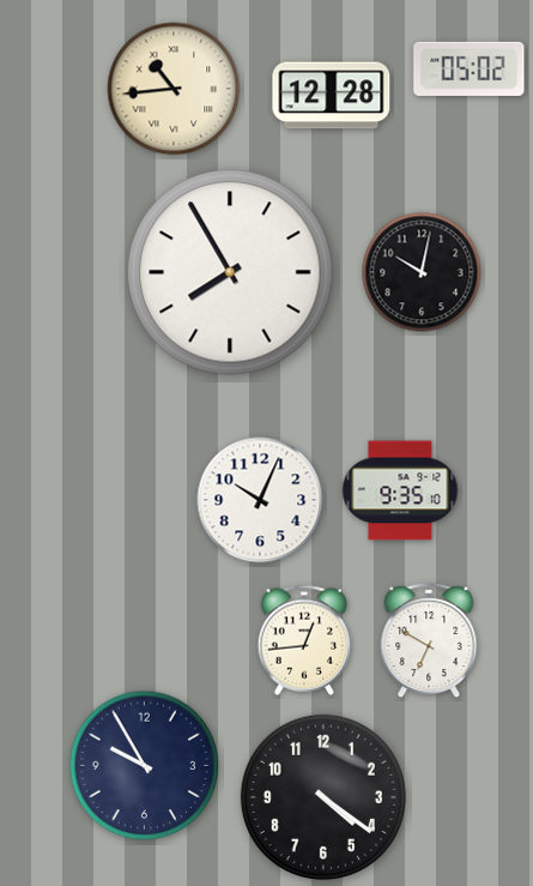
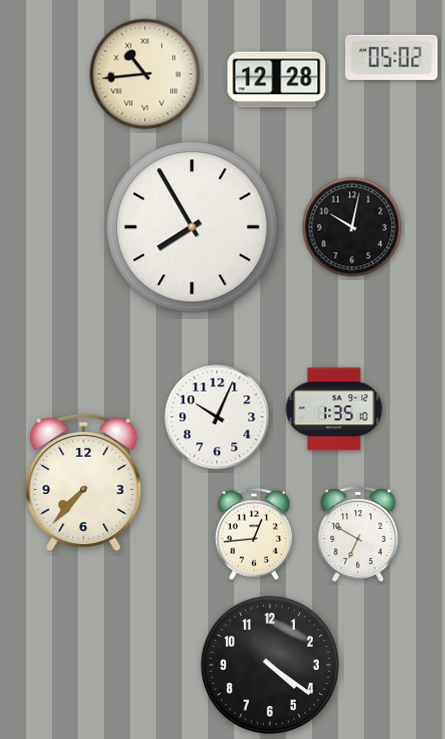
clock at (400, 490): 9:35 -> 1:35
clock at (84, 482): none -> 7:37
clock at (145, 766): 9:55 -> none
